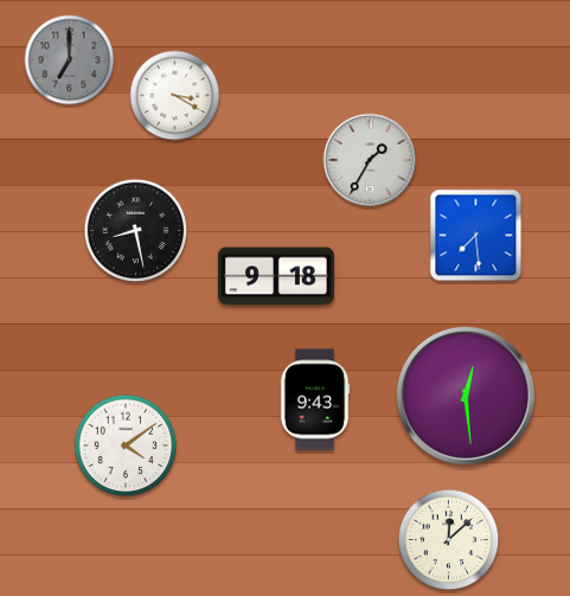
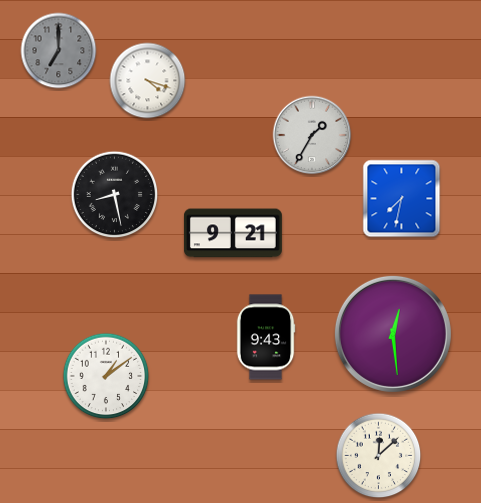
clock at (175, 96): 3:20 -> 4:18
clock at (476, 236): 7:29 -> 7:32
clock at (276, 276): 9:18 -> 9:21
clock at (126, 446): 4:09 -> 1:09
